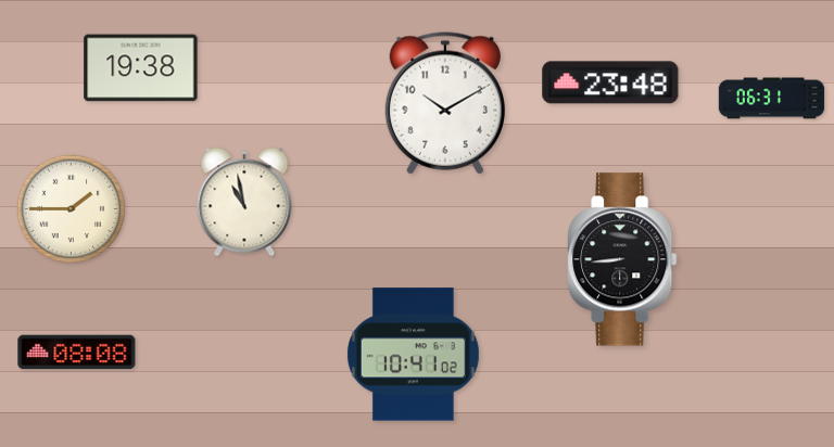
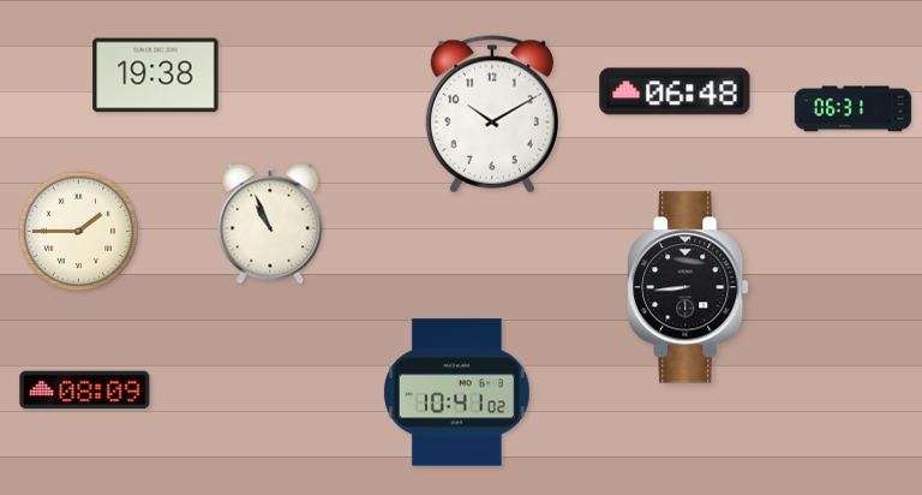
clock at (610, 82): 23:48 -> 06:48
clock at (244, 202): 10:58 -> 10:56
clock at (77, 353): 08:08 -> 08:09
